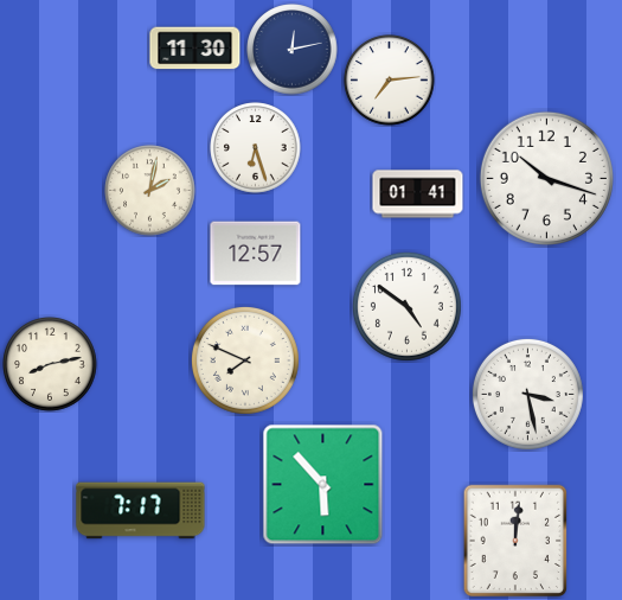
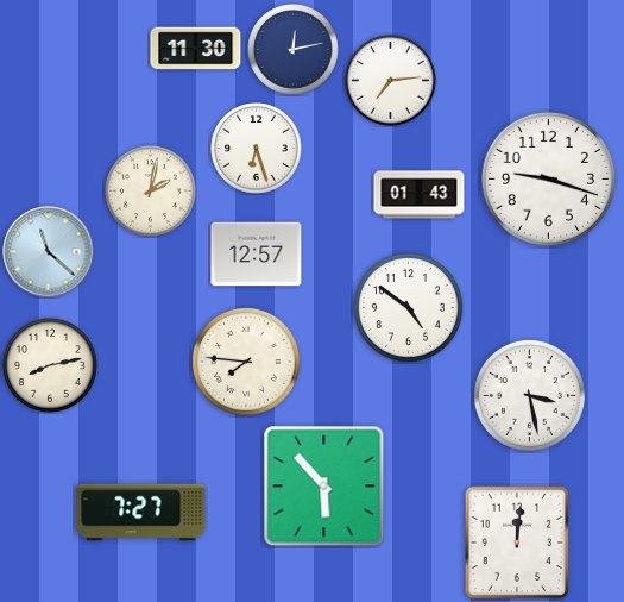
clock at (546, 178): 10:18 -> 9:18
clock at (418, 194): 01:41 -> 01:43
clock at (49, 252): none -> 11:22
clock at (245, 360): 7:49 -> 7:46
clock at (141, 511): 7:17 -> 7:27
